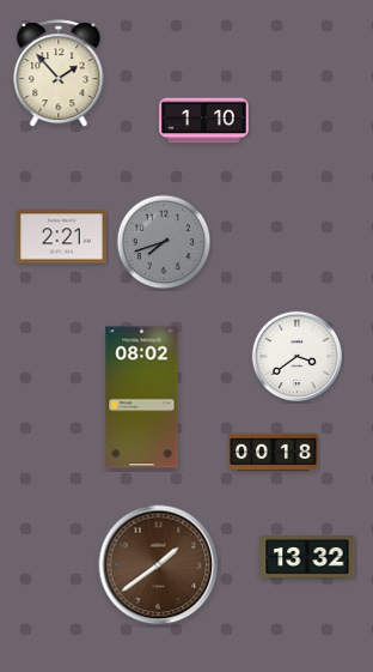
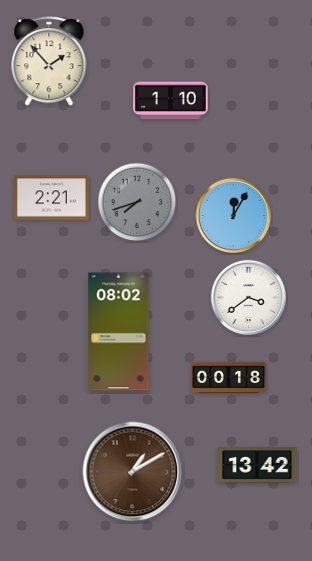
clock at (233, 215): none -> 12:05
clock at (307, 557): 13:32 -> 13:42
clock at (159, 565): 1:39 -> 1:10
